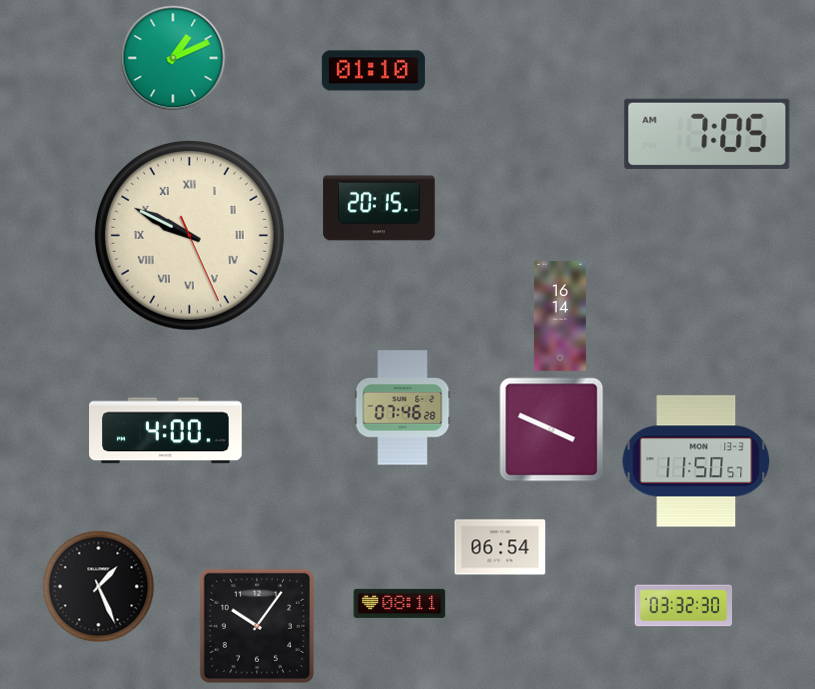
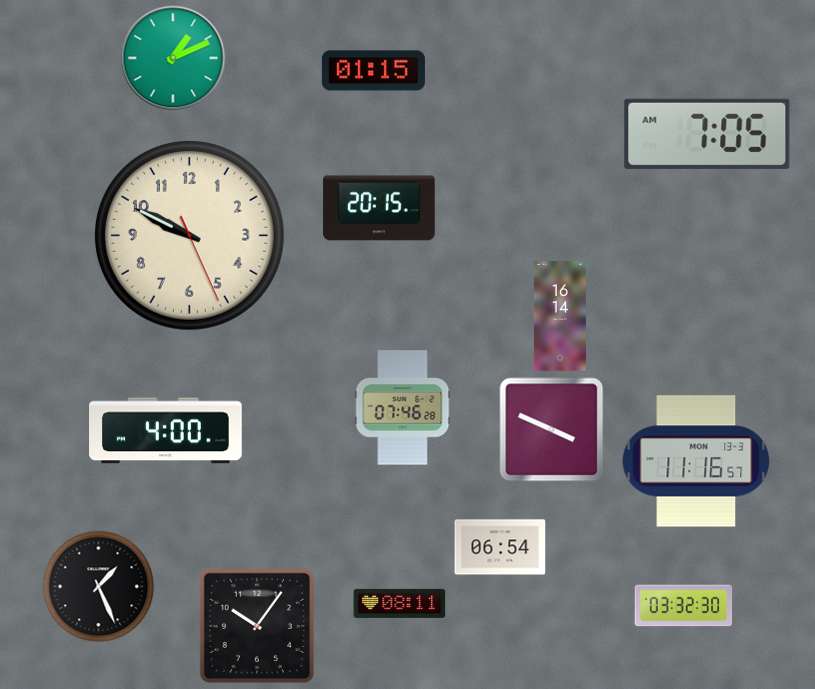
clock at (373, 71): 01:10 -> 01:15
clock at (189, 235) numerals: Roman -> Arabic
clock at (696, 461): 11:50 -> 11:16
